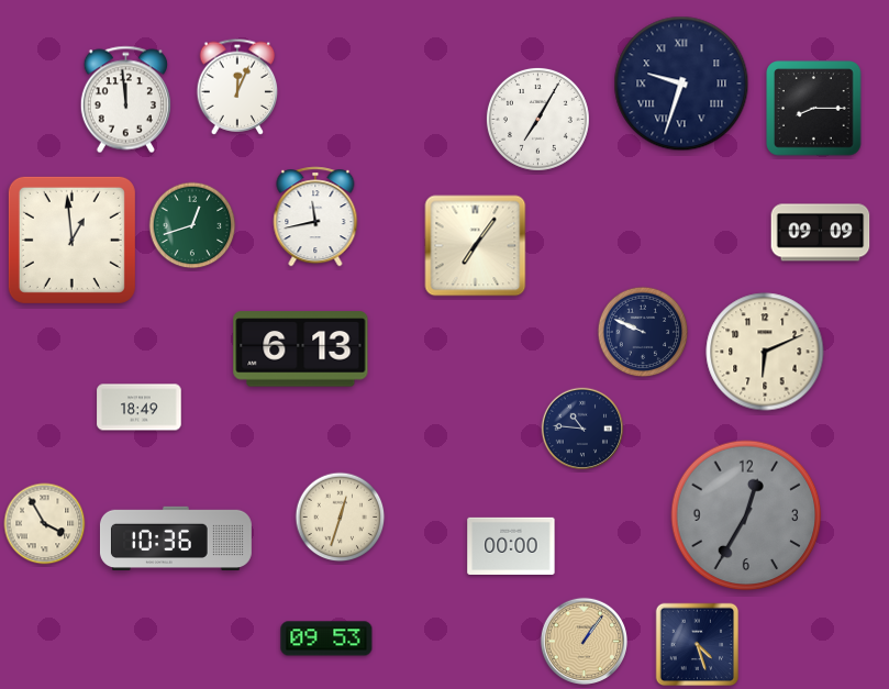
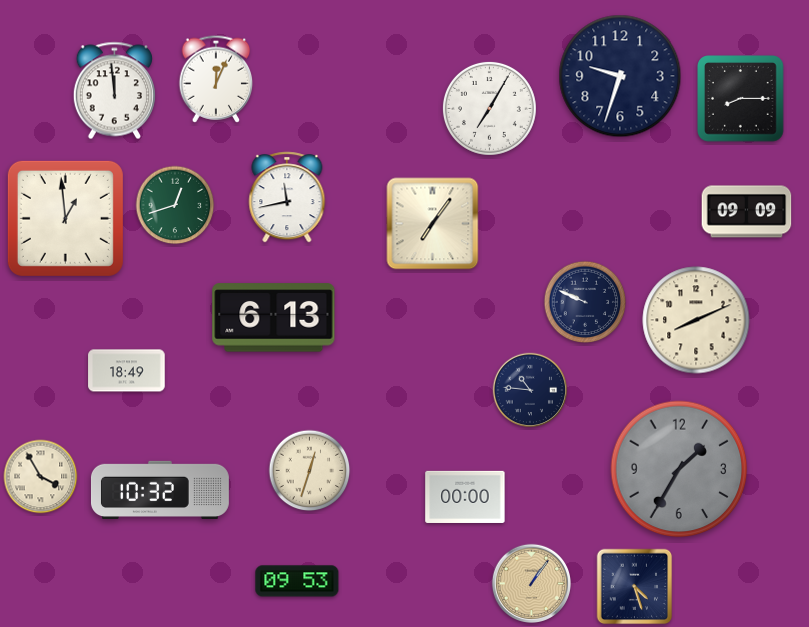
clock at (681, 84) numerals: Roman -> Arabic
clock at (765, 352): 6:11 -> 8:11
clock at (746, 515): 12:35 -> 1:35
clock at (176, 538): 10:36 -> 10:32
